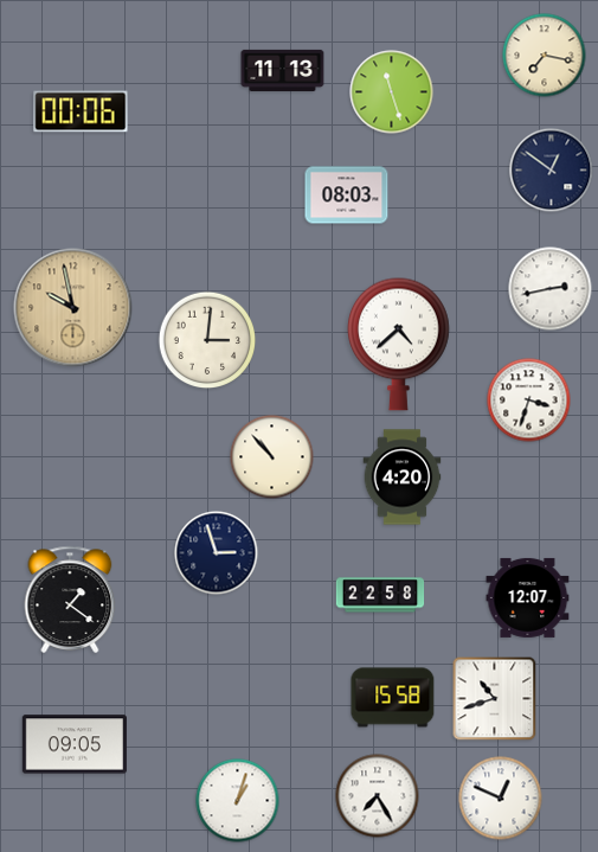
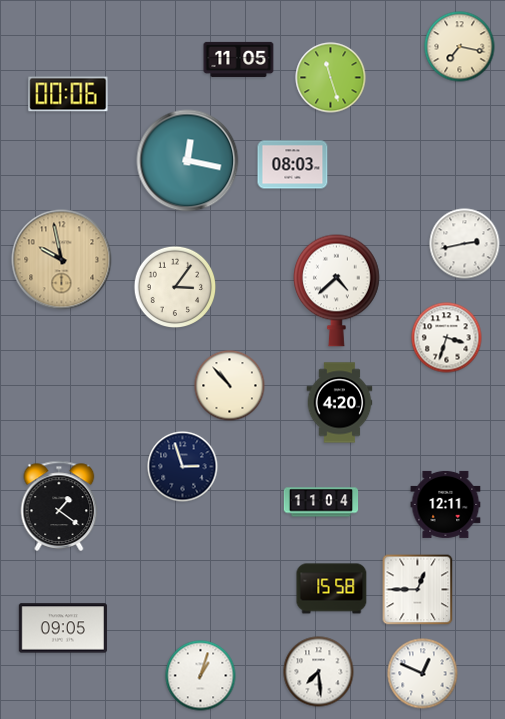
clock at (283, 70): 11:13 -> 11:05
clock at (552, 171): 12:51 -> none
clock at (188, 161): none -> 12:17
clock at (207, 340): 3:01 -> 3:06
clock at (380, 595): 22:58 -> 11:04
clock at (528, 597): 12:07 -> 12:11
clock at (495, 699): 10:42 -> 12:45
clock at (378, 796): 7:25 -> 7:29
